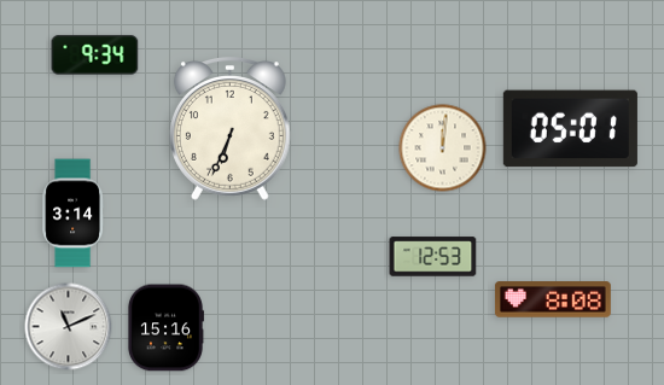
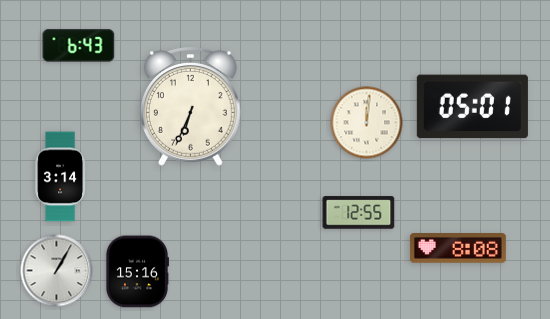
clock at (95, 56): 9:34 -> 6:43
clock at (433, 257): 12:53 -> 12:55
clock at (69, 327): 11:11 -> 1:05
